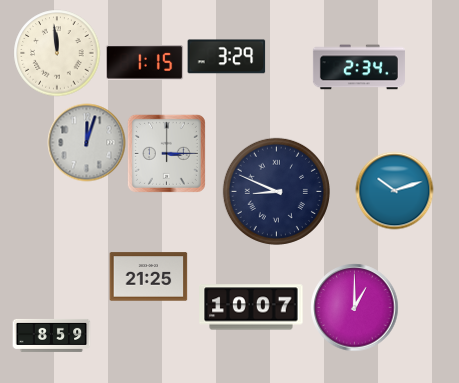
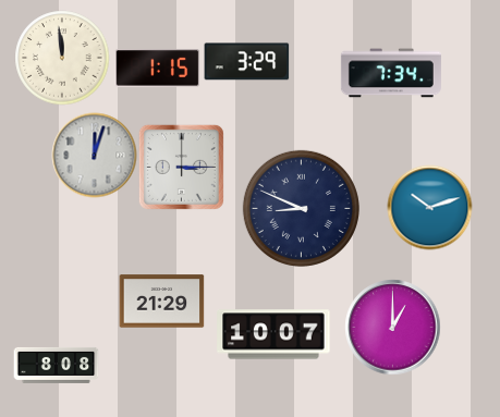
clock at (359, 67): 2:34 -> 7:34
clock at (148, 277): 21:25 -> 21:29
clock at (354, 307) position: (354, 307) -> (392, 327)
clock at (51, 335): 8:59 -> 8:08
